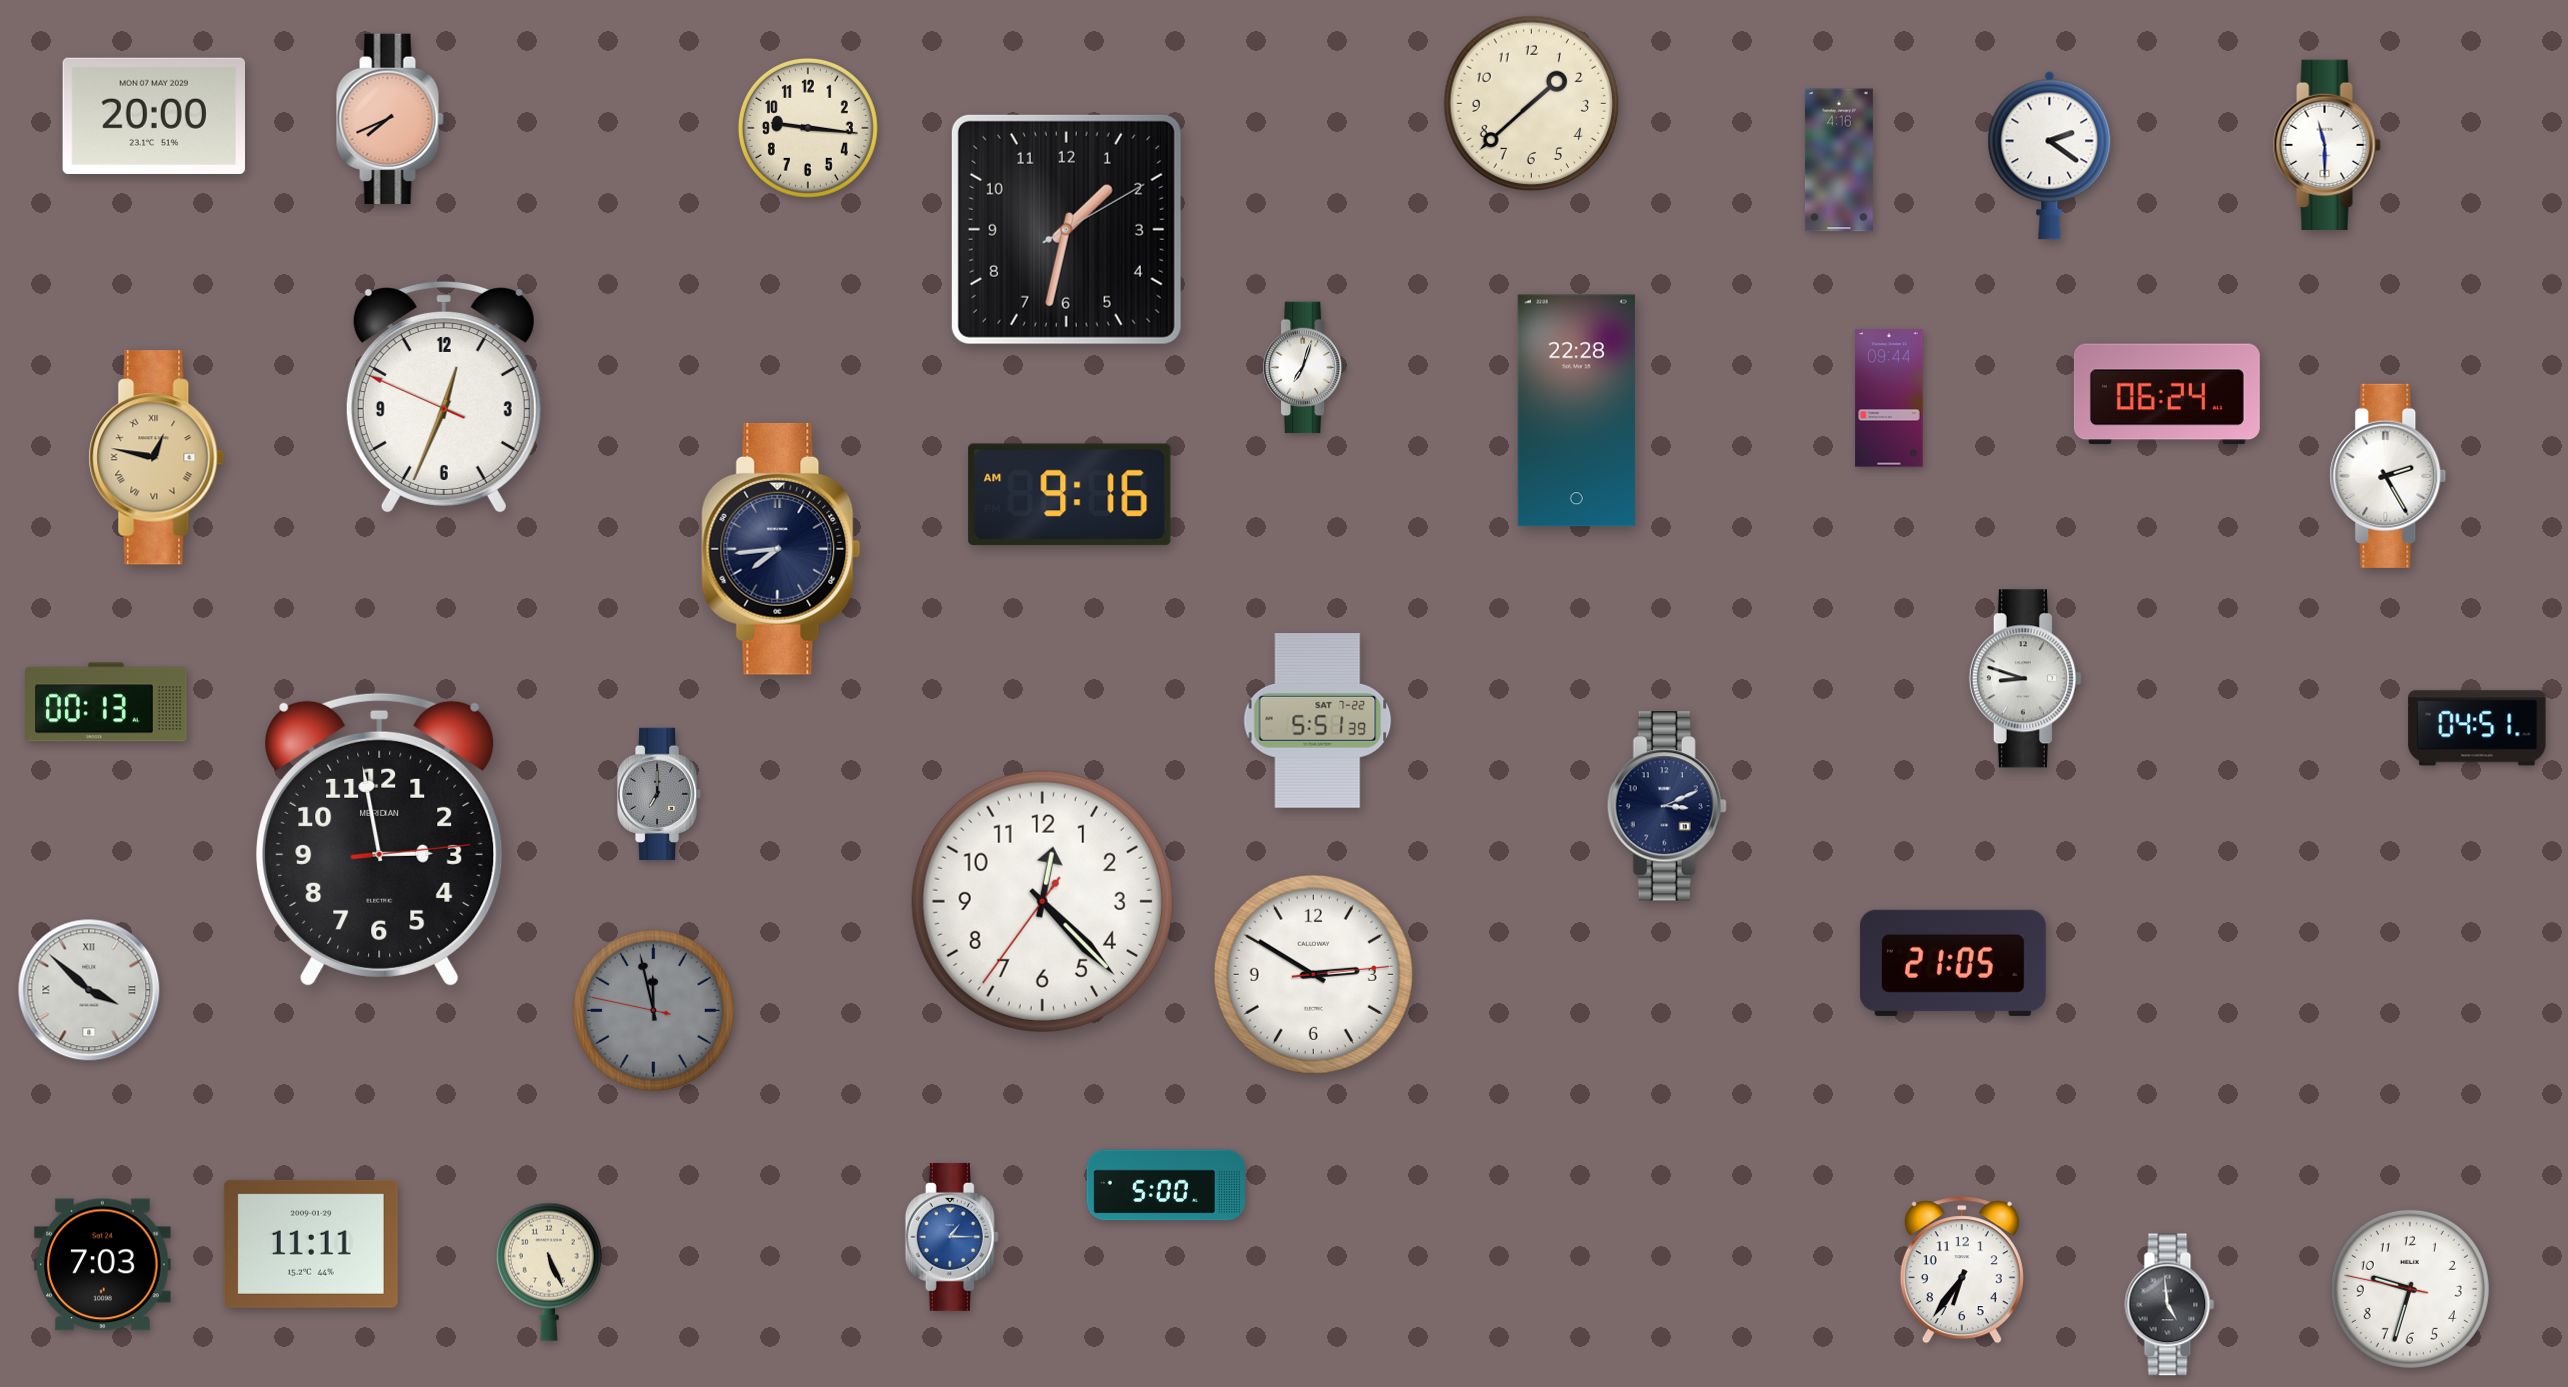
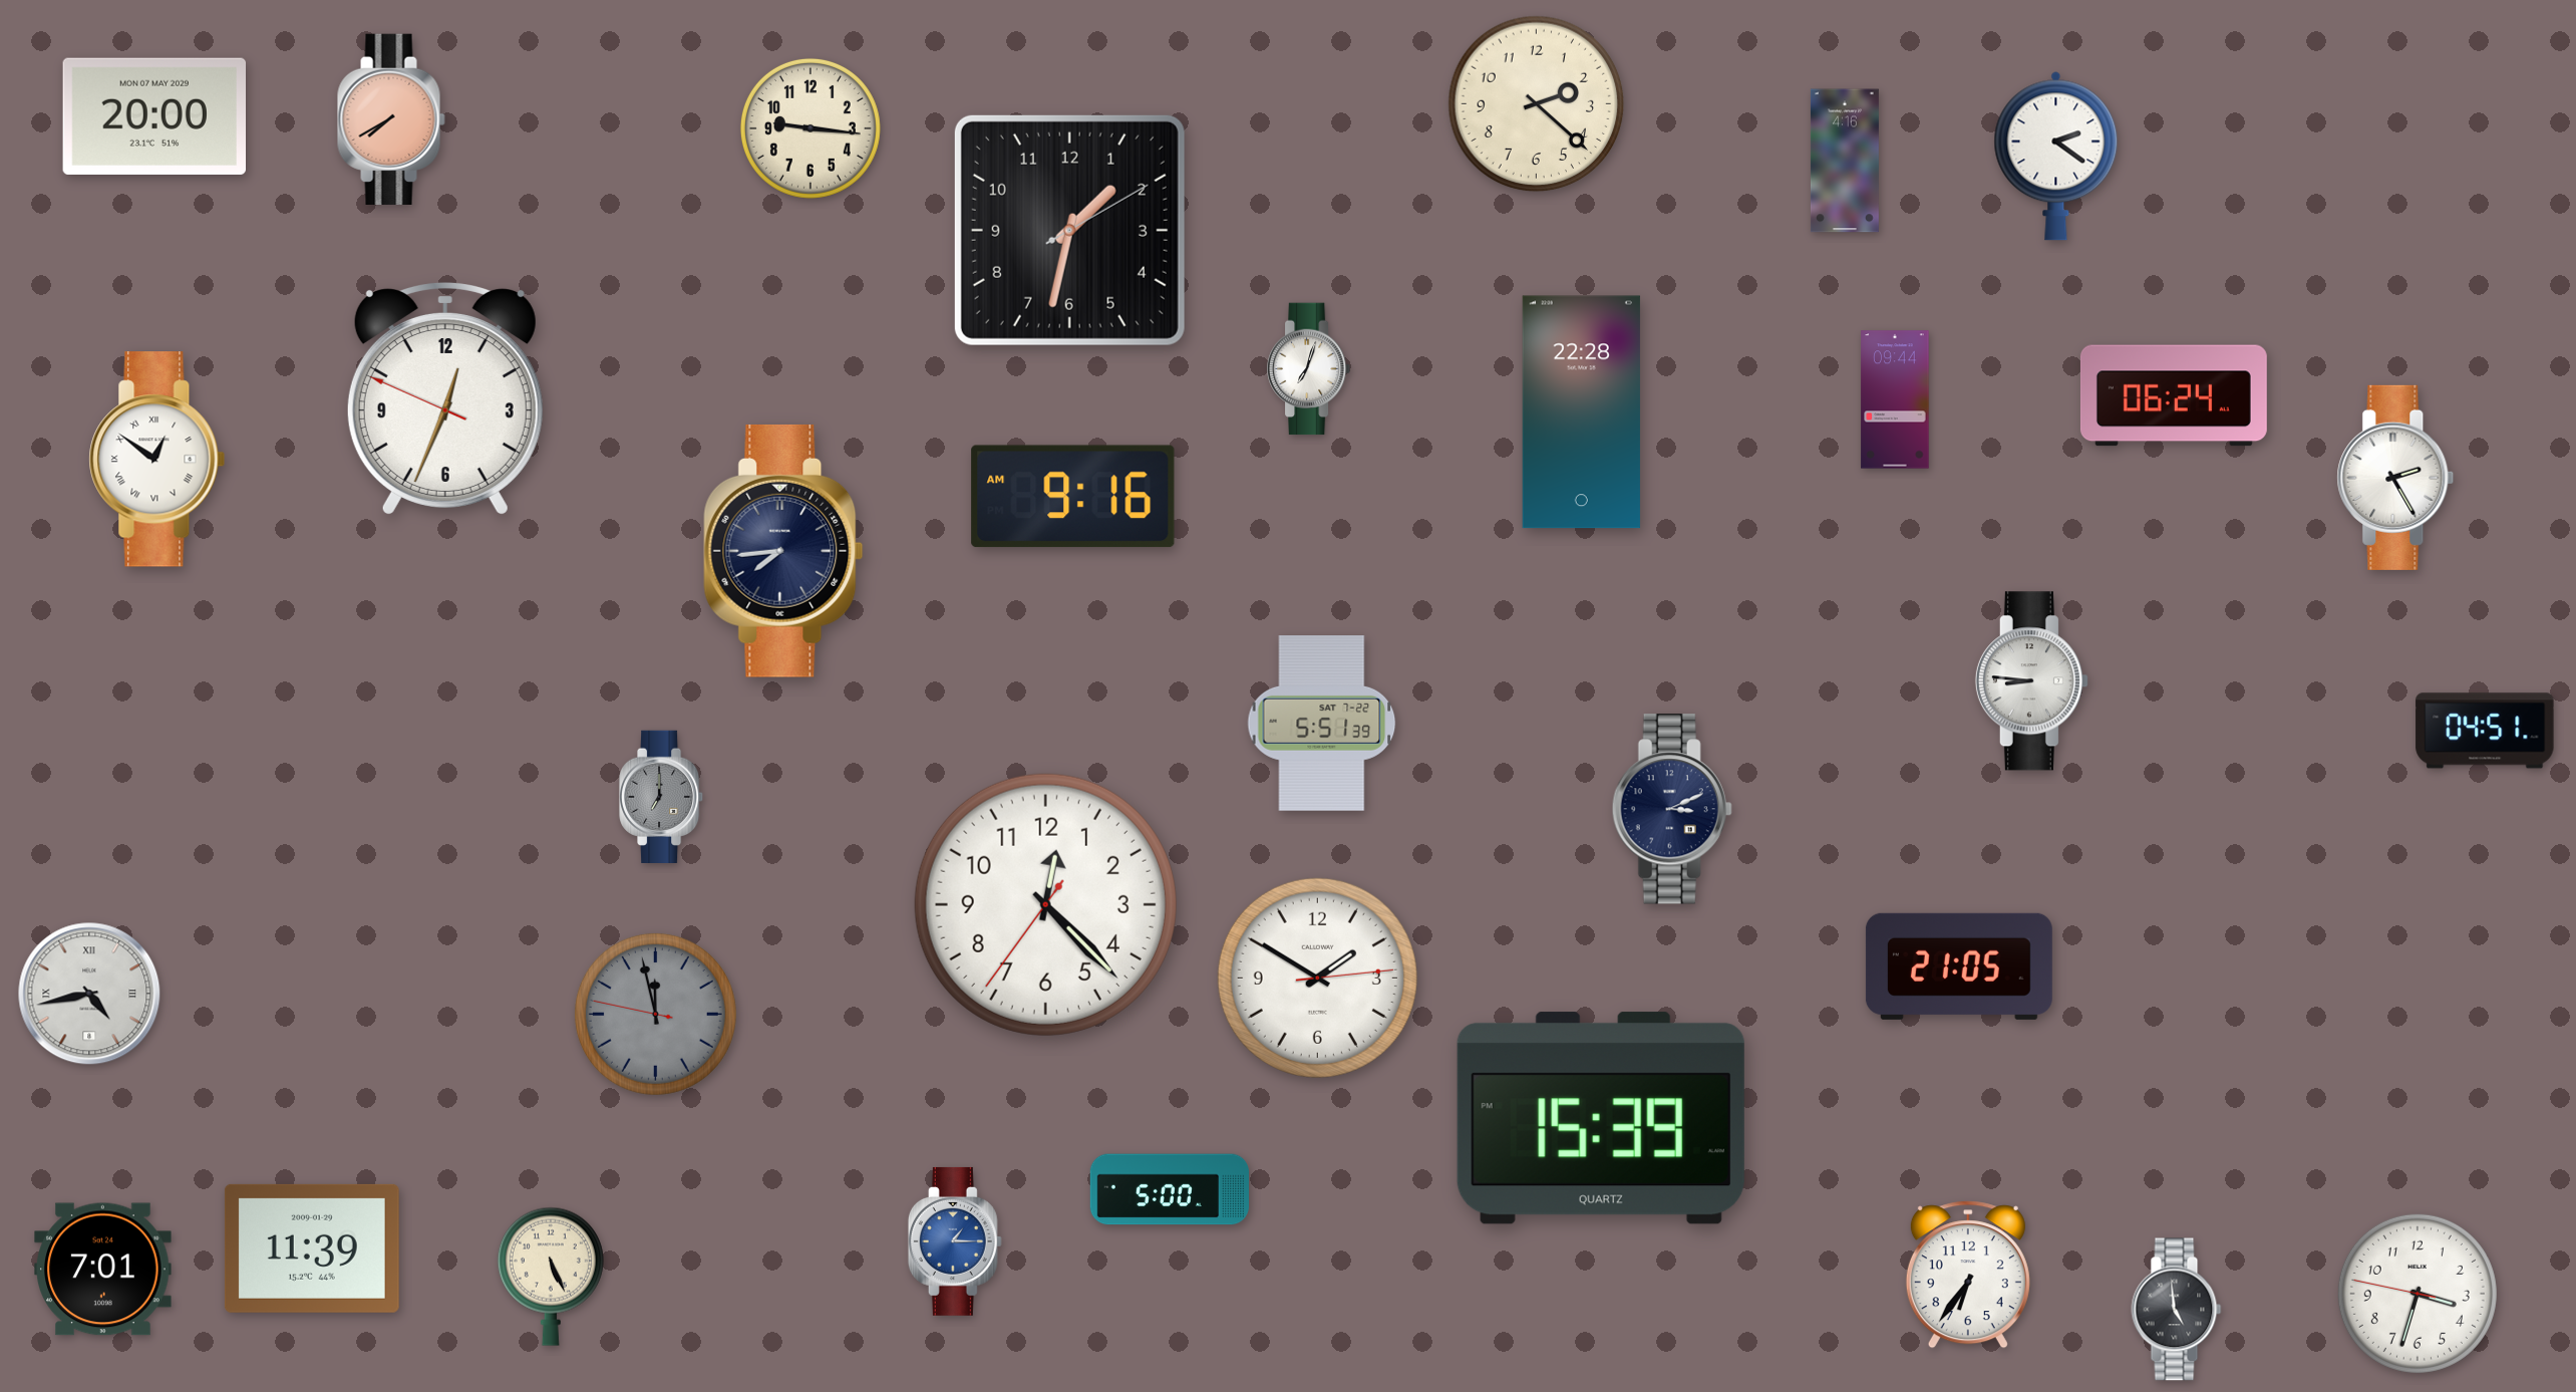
clock at (1532, 104): 1:38 -> 2:22
clock at (390, 119): 7:41 -> 7:40
clock at (2327, 145): 11:30 -> none
clock at (157, 458): 12:47 -> 12:51
clock at (157, 458) dial: champagne -> white
clock at (2025, 679): 8:48 -> 8:46
clock at (106, 702): 00:13 -> none
clock at (380, 839): 2:58 -> none
clock at (1313, 974): 2:50 -> 1:50
clock at (89, 990): 3:52 -> 4:43
clock at (1601, 1118): none -> 15:39
clock at (311, 1244): 11:11 -> 11:39
clock at (103, 1265): 7:03 -> 7:01
clock at (2410, 1289): 9:32 -> 3:32
